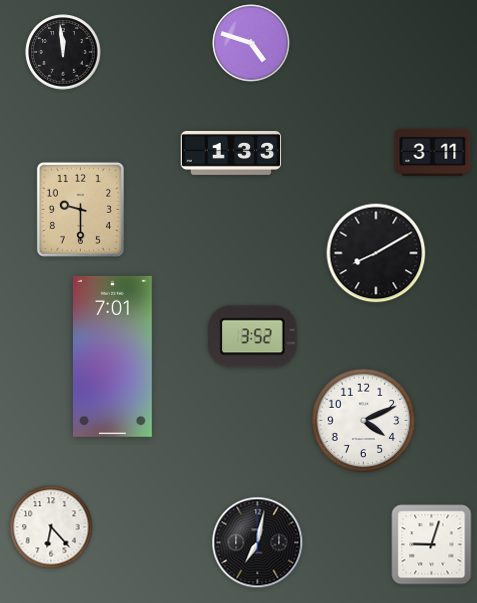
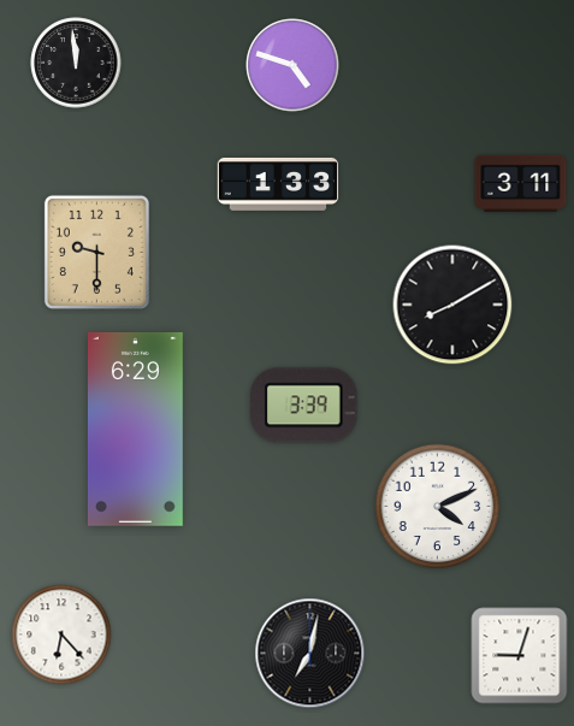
clock at (251, 43) position: (251, 43) -> (292, 65)
clock at (253, 337): 3:52 -> 3:39
clock at (112, 356): 7:01 -> 6:29
